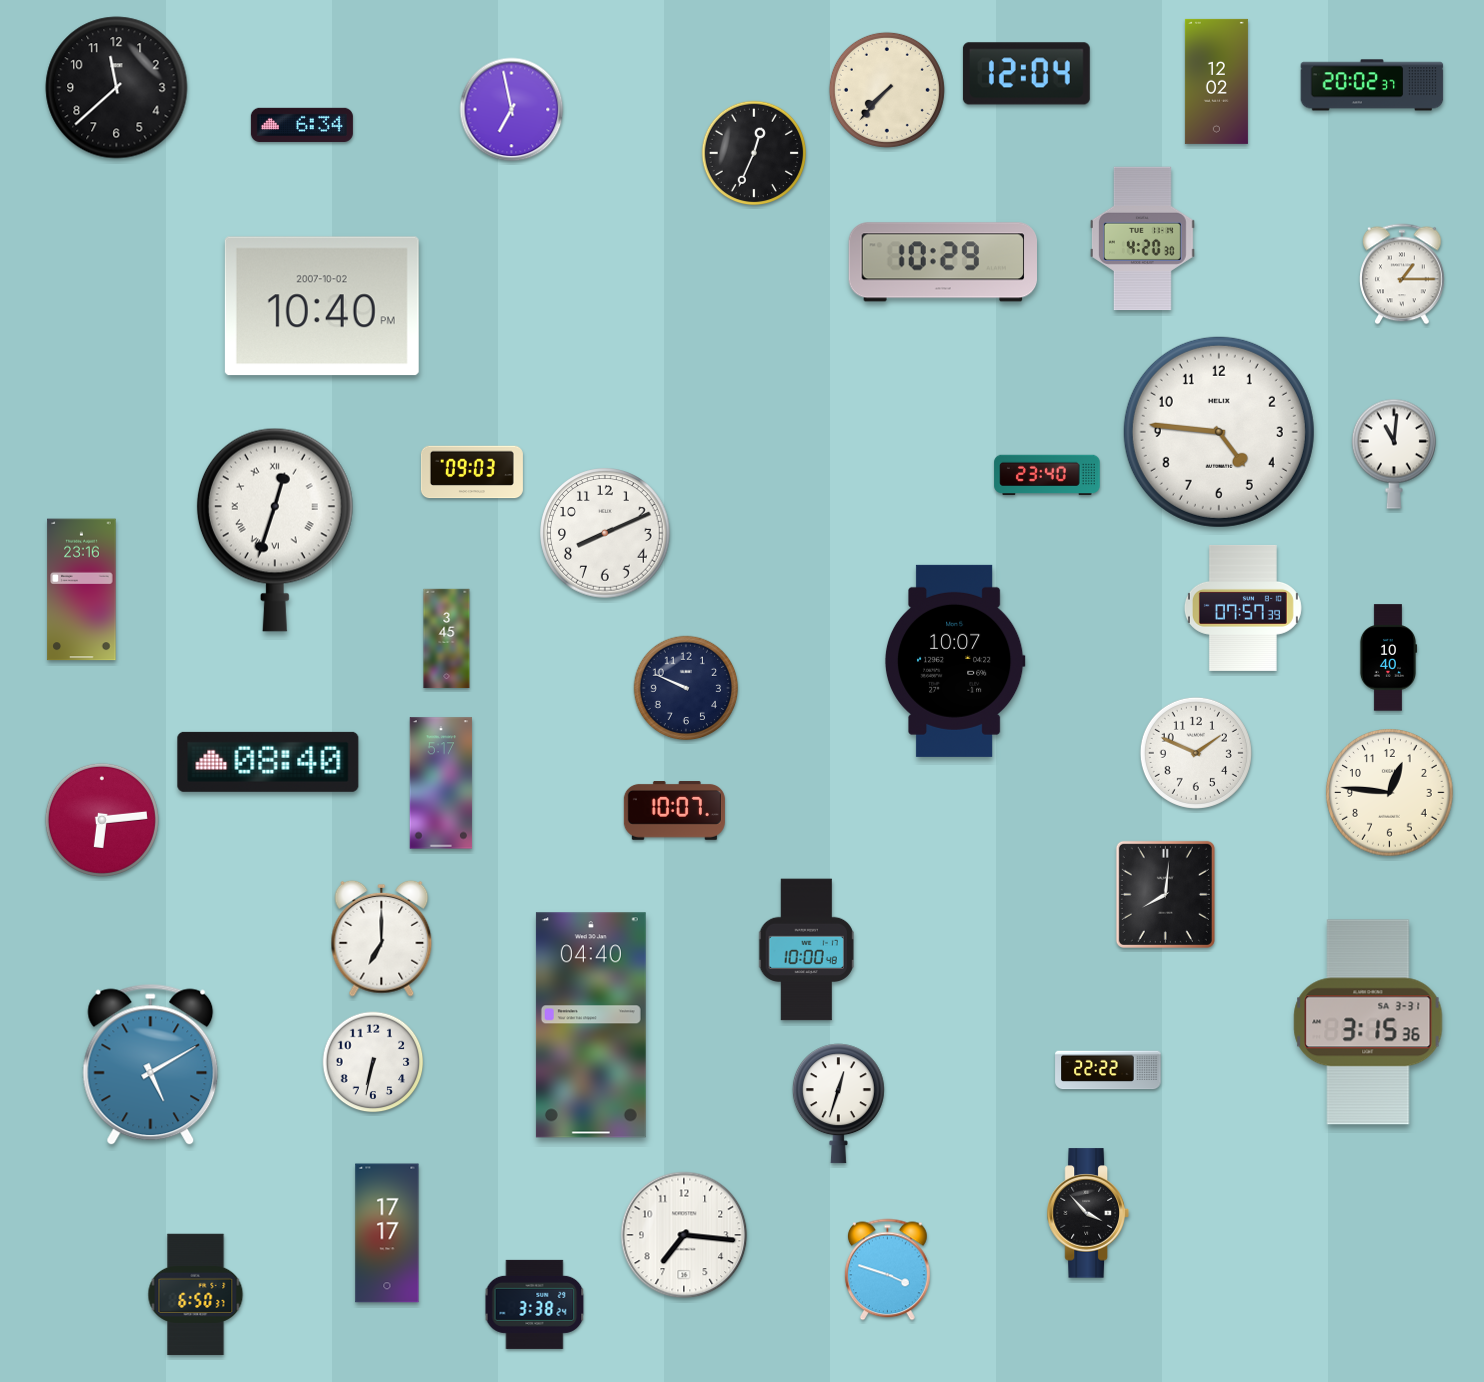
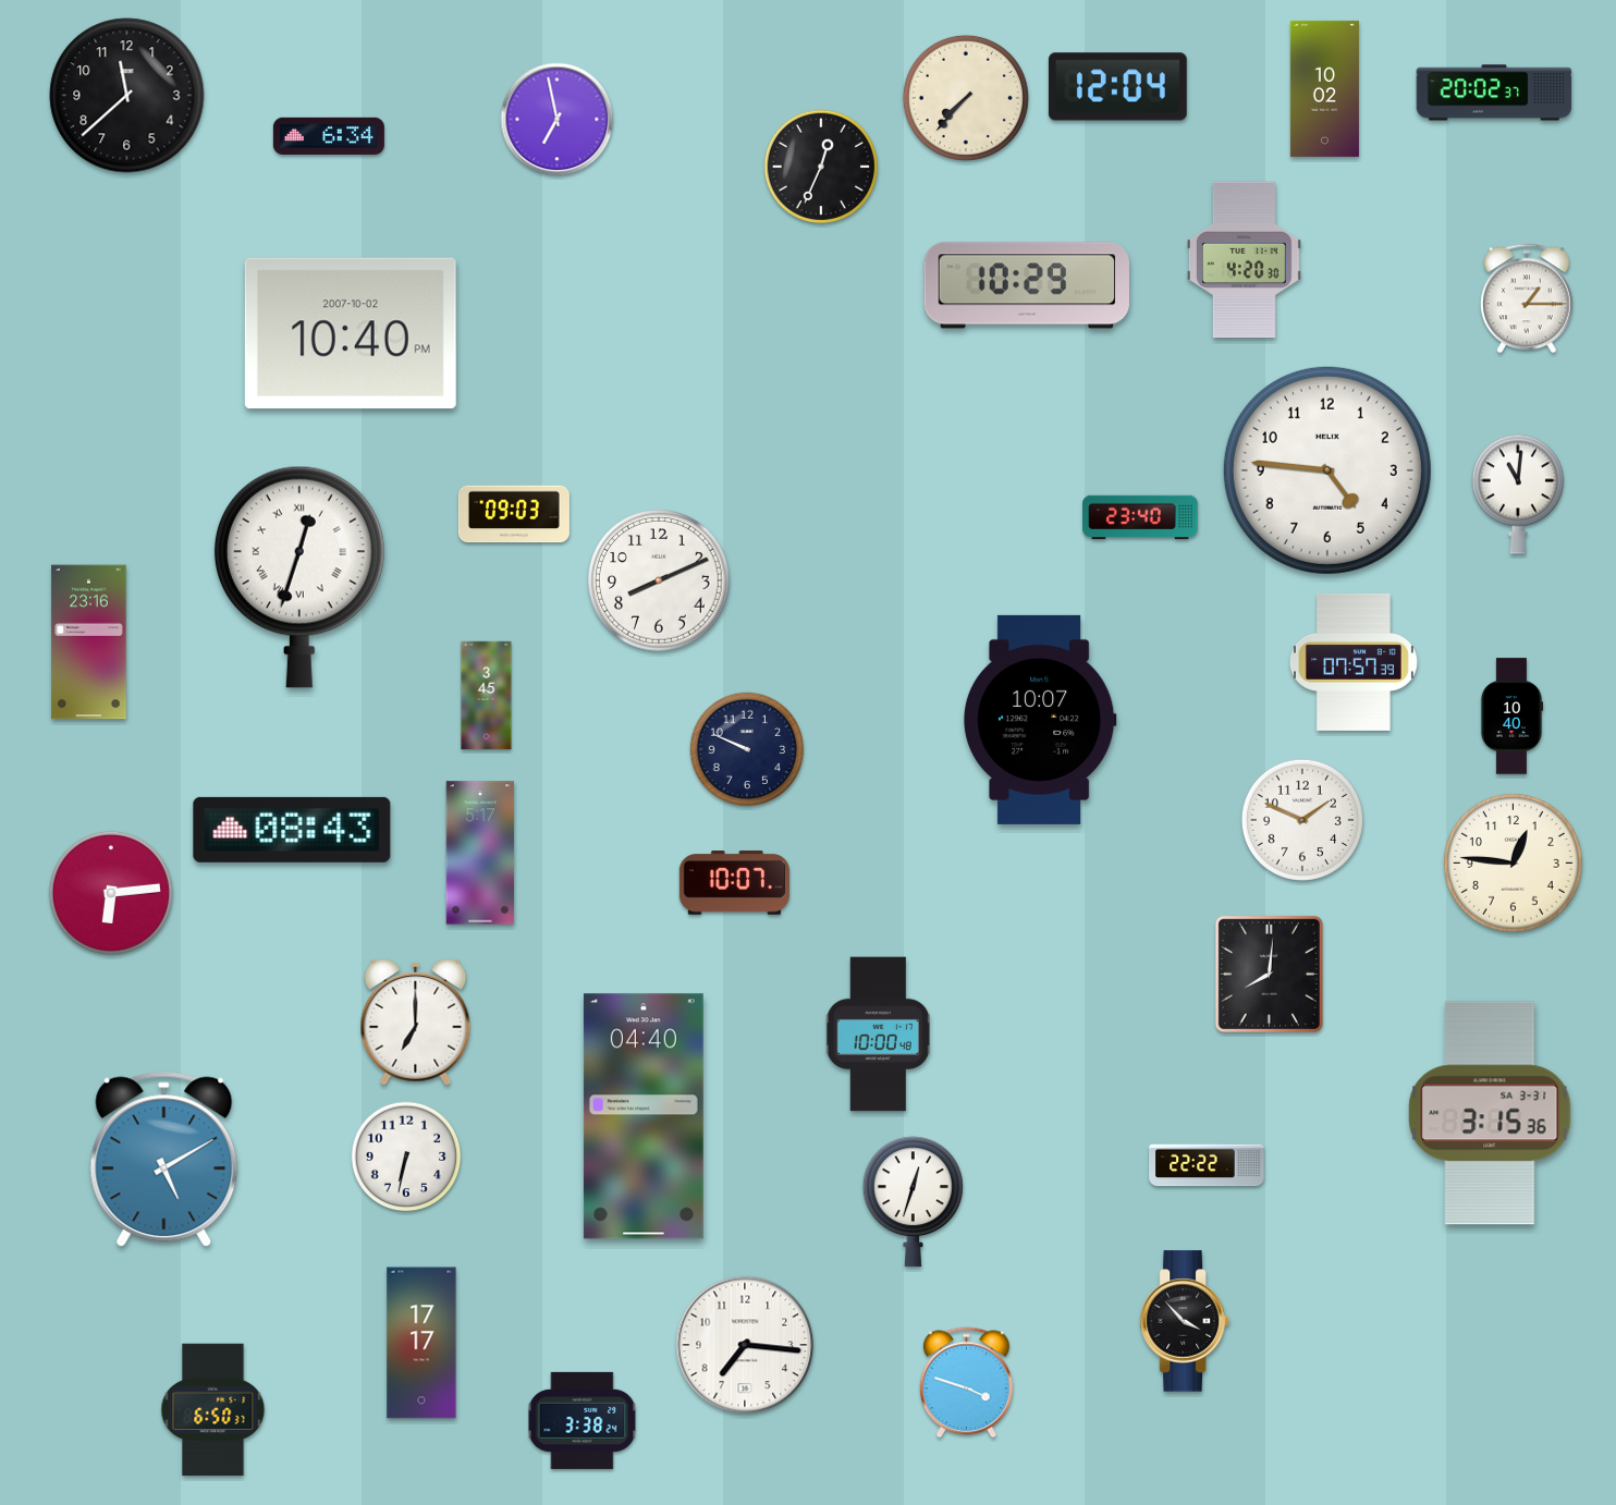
clock at (1026, 74) position: (1026, 74) -> (1117, 87)
clock at (1216, 81): 12:02 -> 10:02
clock at (268, 762): 08:40 -> 08:43
